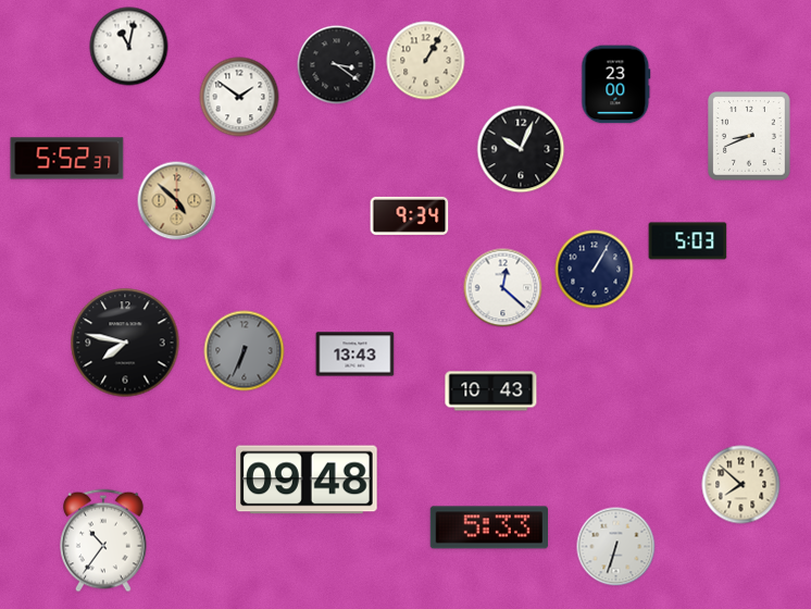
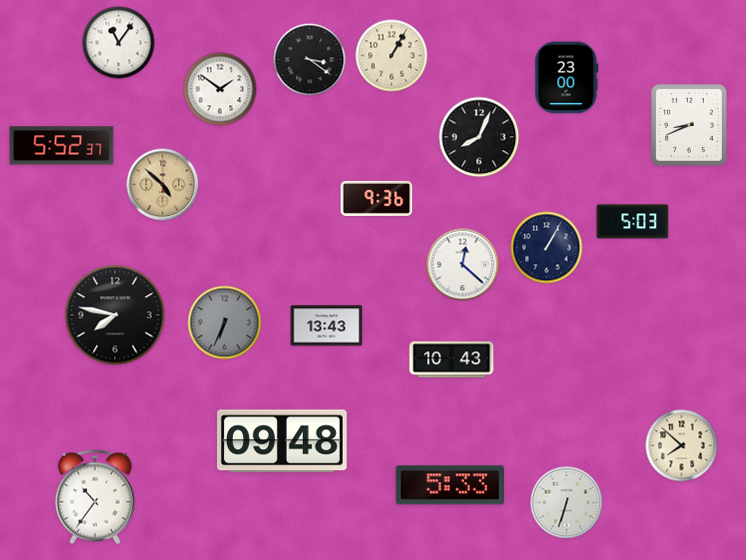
clock at (129, 47): 11:02 -> 11:06
clock at (521, 149): 10:04 -> 8:04
clock at (410, 215): 9:34 -> 9:36
